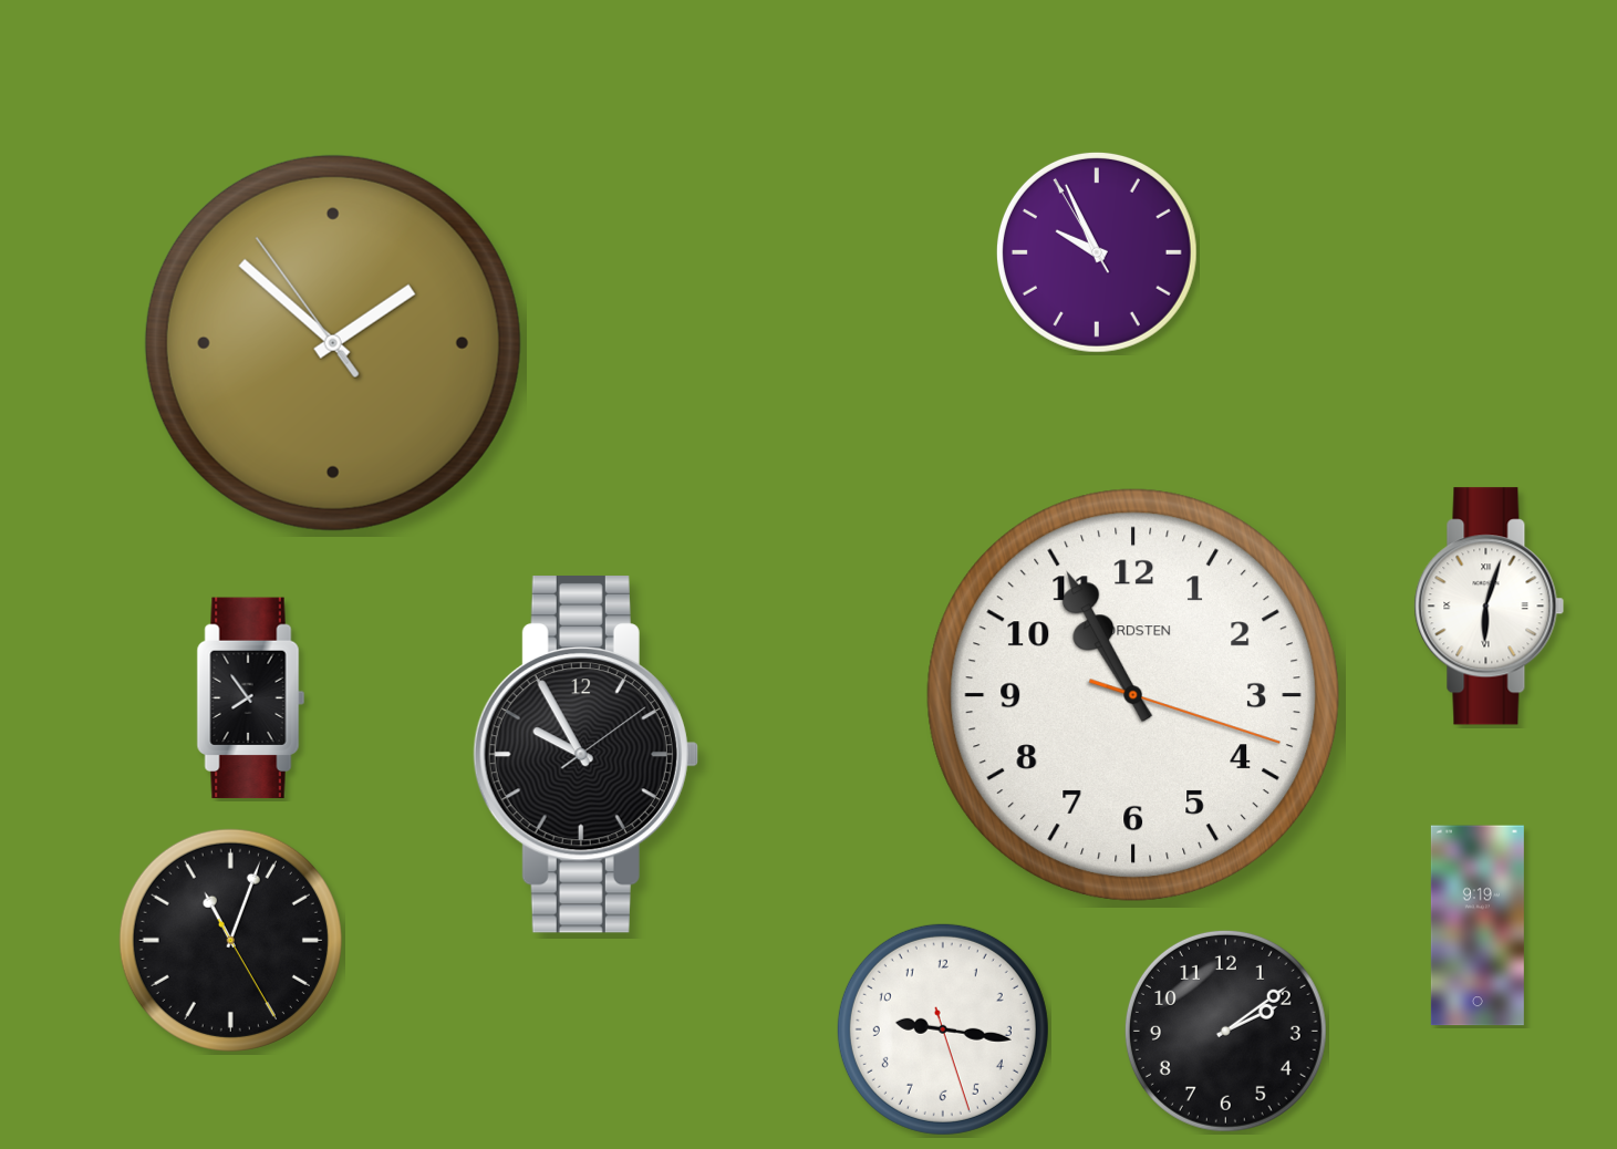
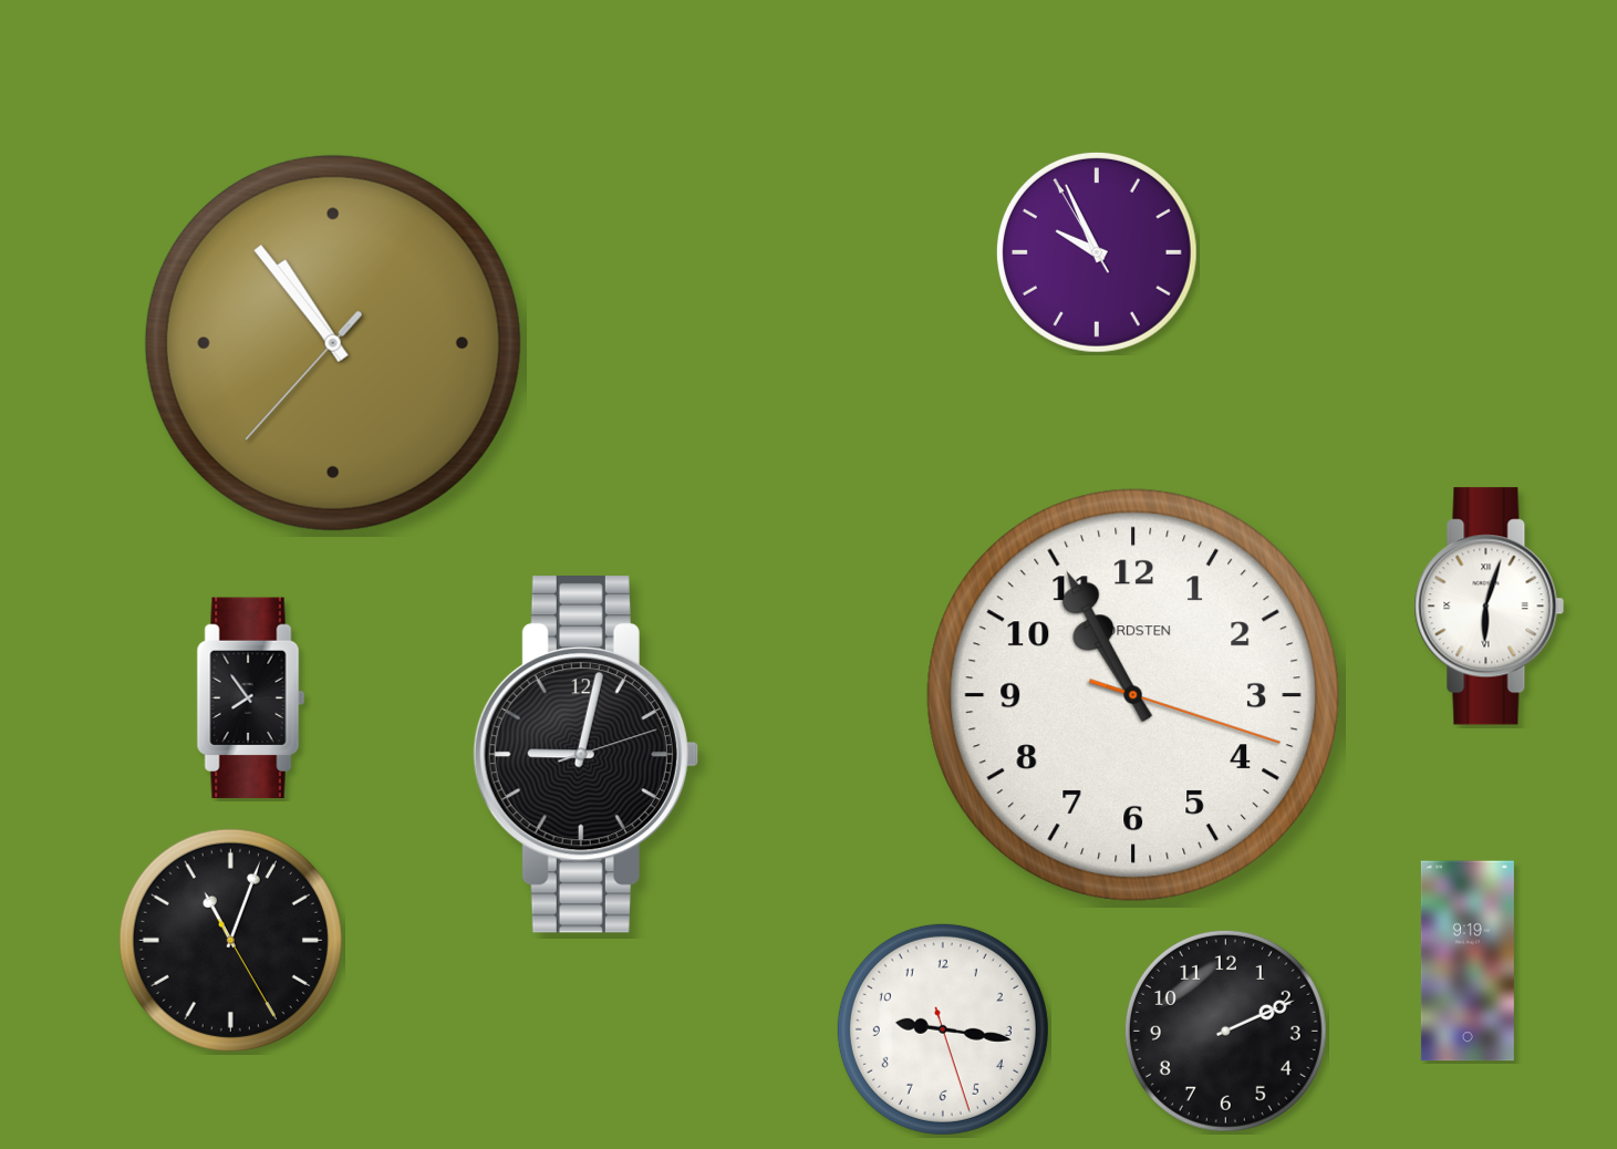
clock at (333, 343): 1:51 -> 10:53
clock at (585, 754): 9:55 -> 9:02
clock at (1478, 925) position: (1478, 925) -> (1468, 961)
clock at (1225, 1031): 2:09 -> 2:11
